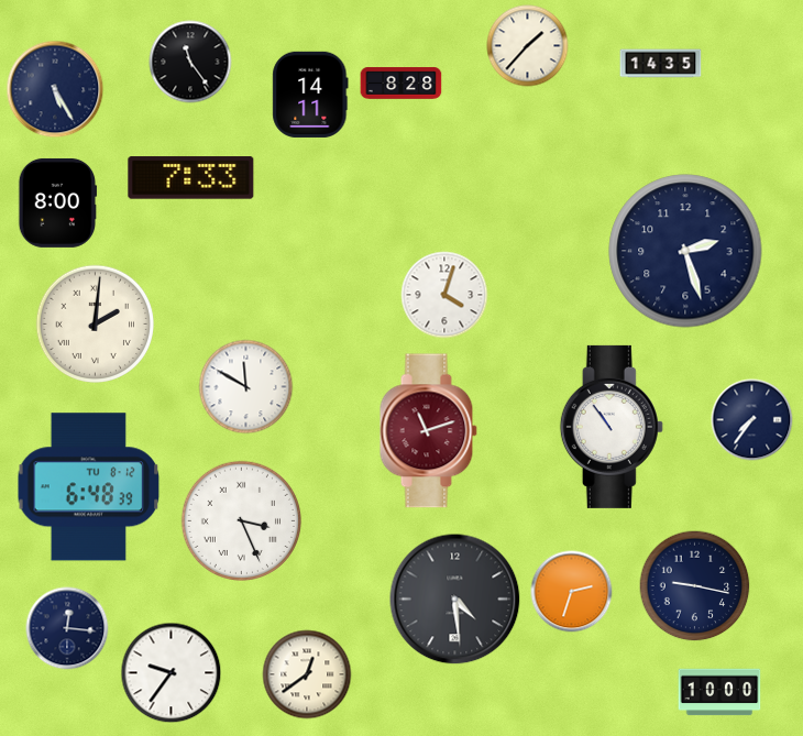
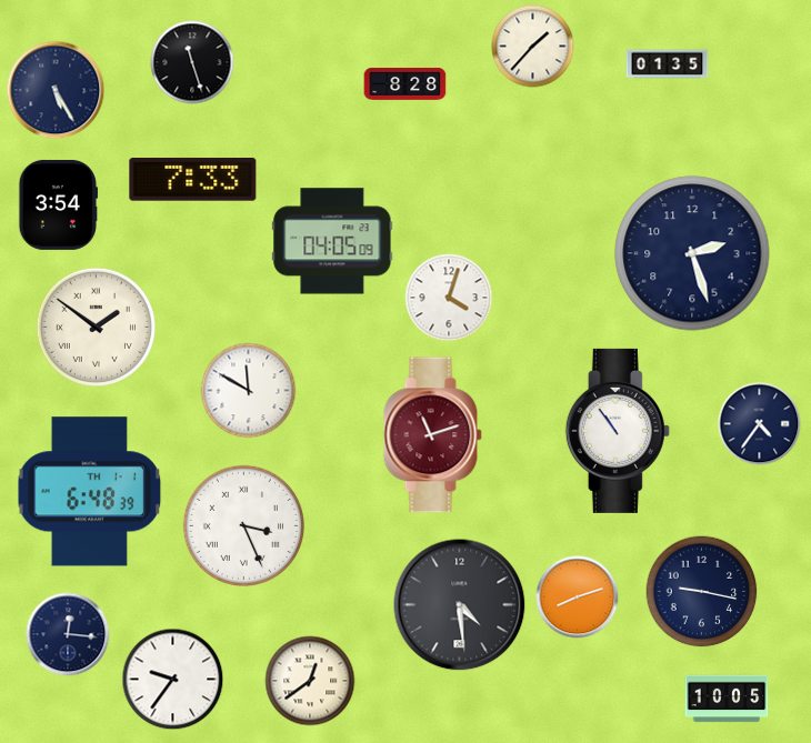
clock at (190, 62): 11:24 -> 11:27
clock at (661, 64): 14:35 -> 01:35
clock at (310, 95): 14:11 -> none
clock at (58, 202): 8:00 -> 3:54
clock at (332, 241): none -> 04:05
clock at (96, 325): 2:01 -> 1:51
clock at (752, 420): 7:36 -> 4:36
clock at (89, 487) date: TU 8-12 -> TH 1-1
clock at (572, 592): 2:33 -> 8:12
clock at (719, 692): 10:00 -> 10:05
